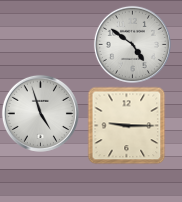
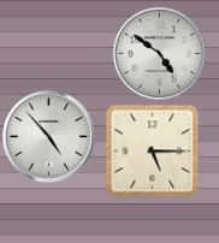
clock at (40, 113): 4:57 -> 4:53
clock at (126, 125): 9:15 -> 5:15
